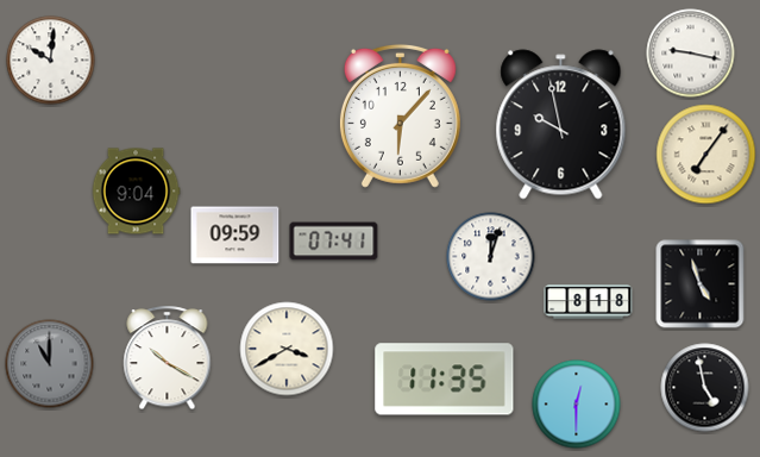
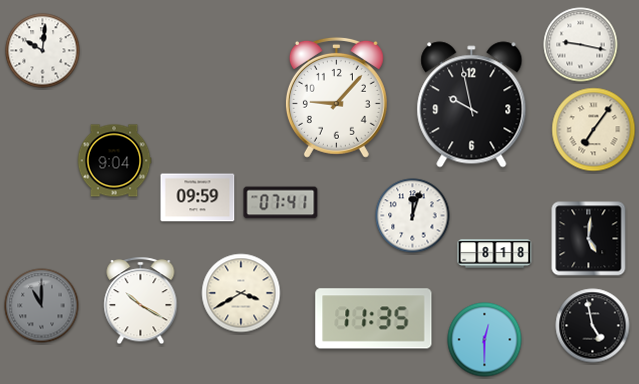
clock at (400, 115): 6:07 -> 9:07
clock at (701, 284): 4:57 -> 5:01
